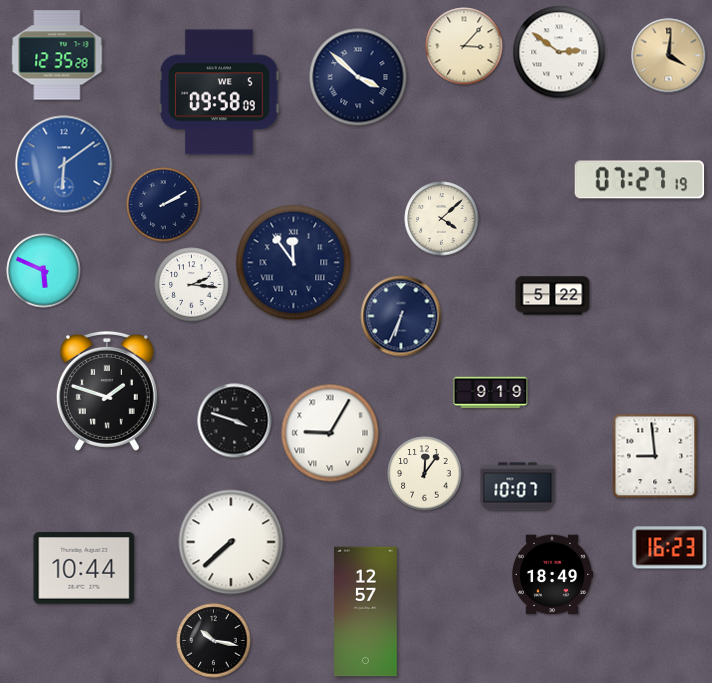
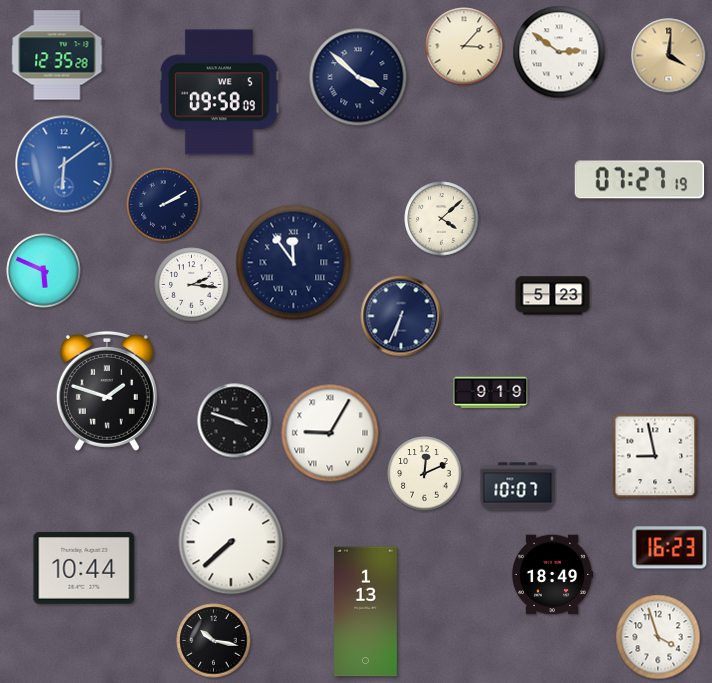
clock at (553, 296): 5:22 -> 5:23
clock at (655, 456): 8:59 -> 8:58
clock at (425, 474): 12:06 -> 12:11
clock at (366, 612): 12:57 -> 1:13
clock at (658, 637): none -> 3:57
